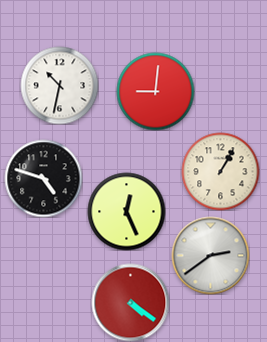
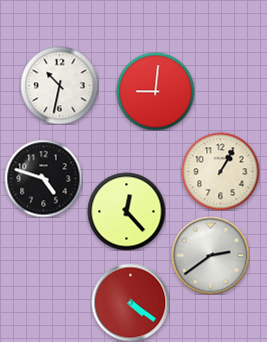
clock at (126, 211): 12:26 -> 12:23
